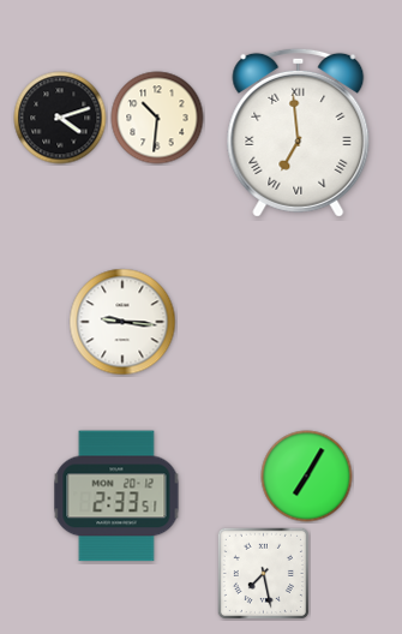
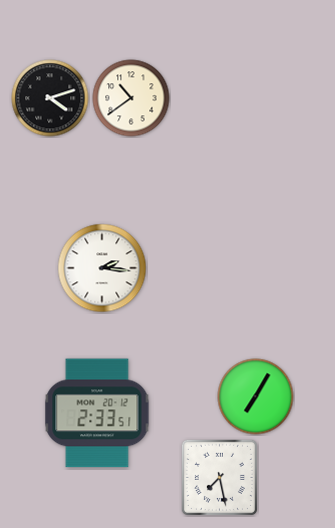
clock at (157, 118): 10:31 -> 10:39
clock at (299, 132): 6:59 -> none
clock at (122, 322): 9:16 -> 2:16
